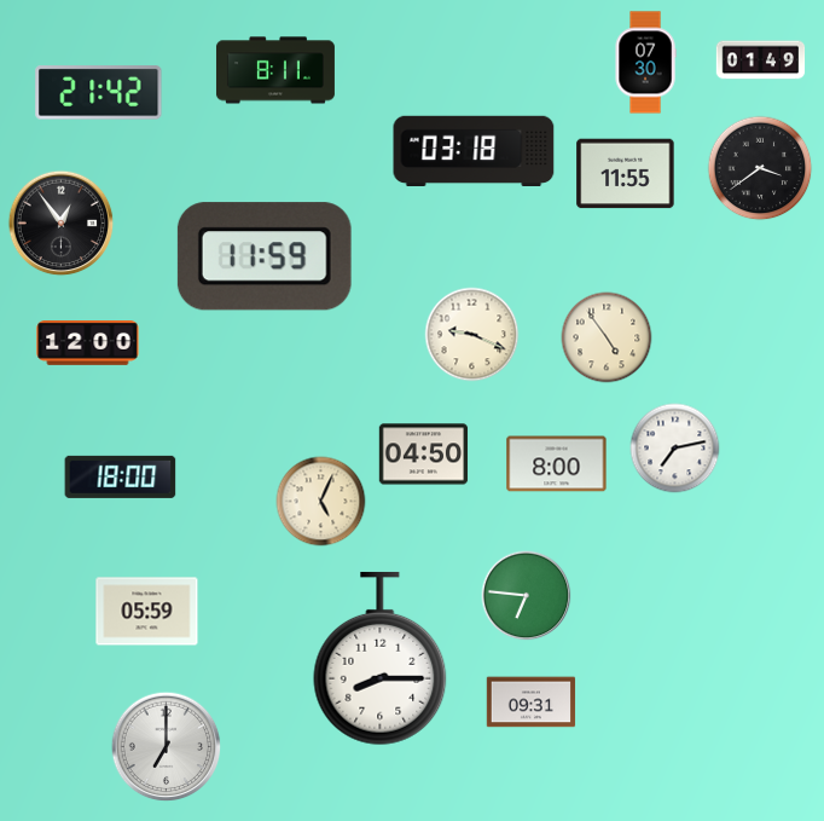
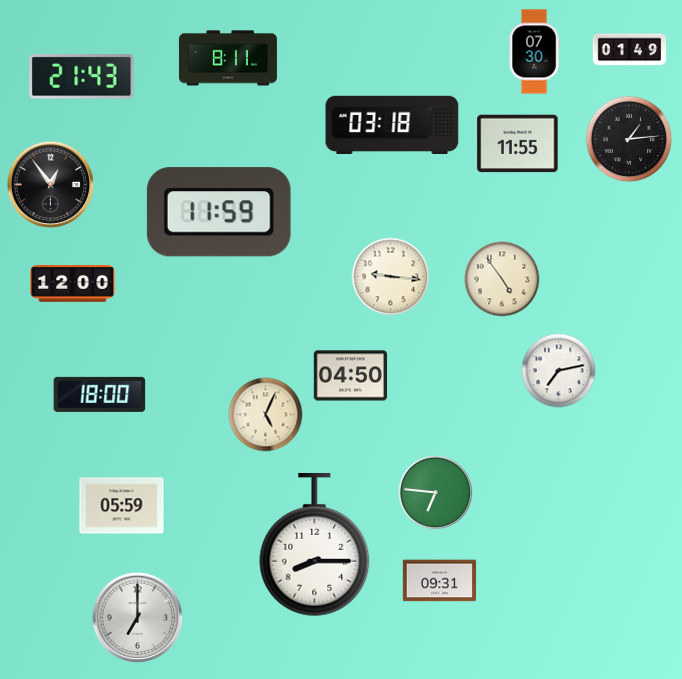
clock at (99, 93): 21:42 -> 21:43
clock at (760, 168): 3:39 -> 1:14
clock at (472, 335): 9:19 -> 9:16
clock at (557, 464): 8:00 -> none
